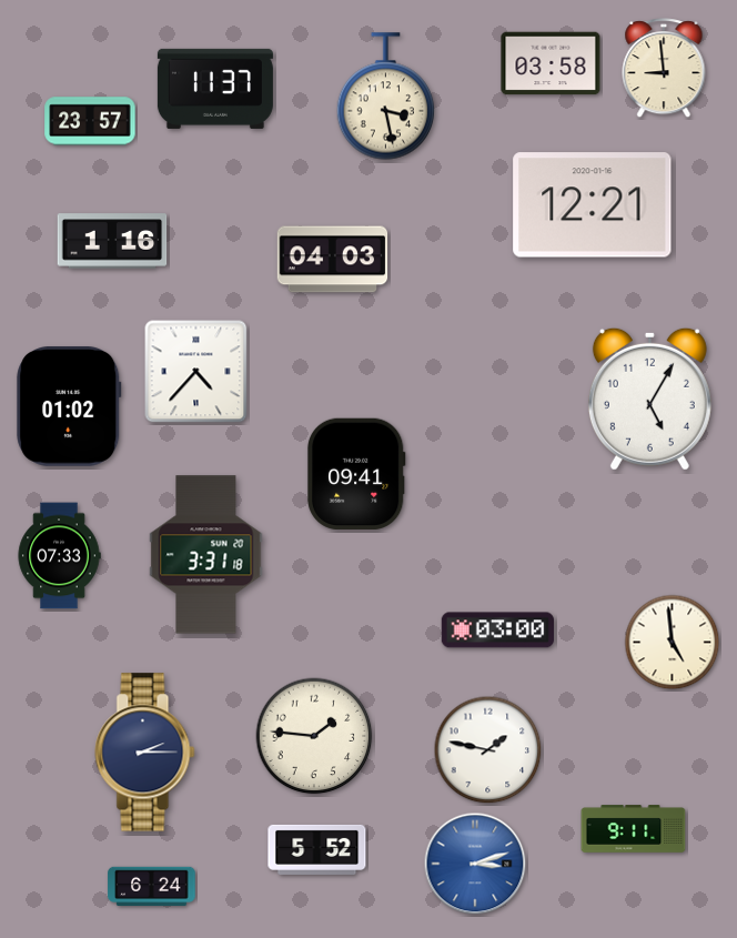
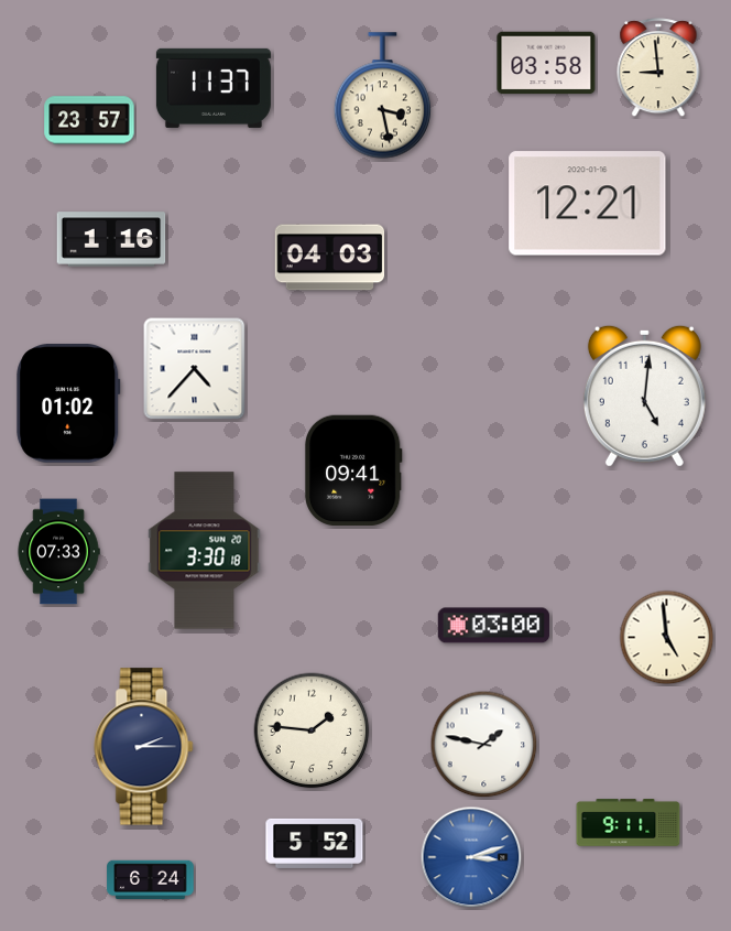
clock at (649, 399): 5:05 -> 5:01
clock at (206, 555): 3:31 -> 3:30
